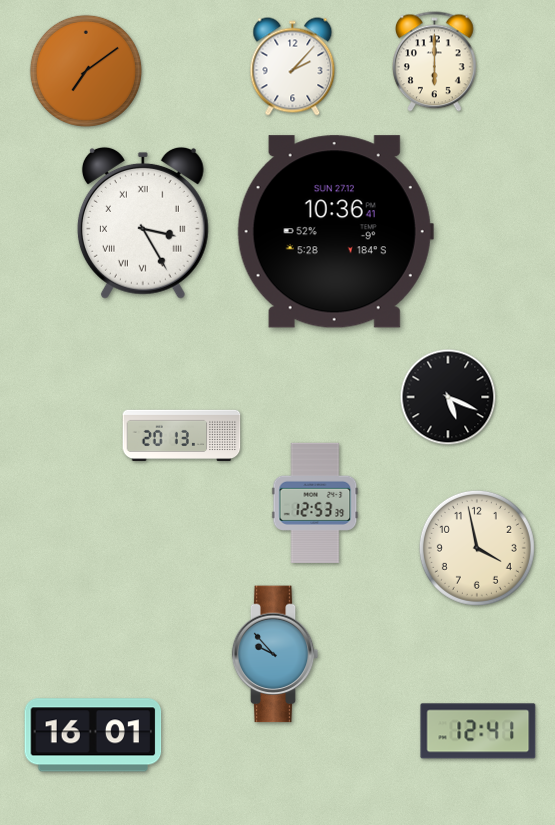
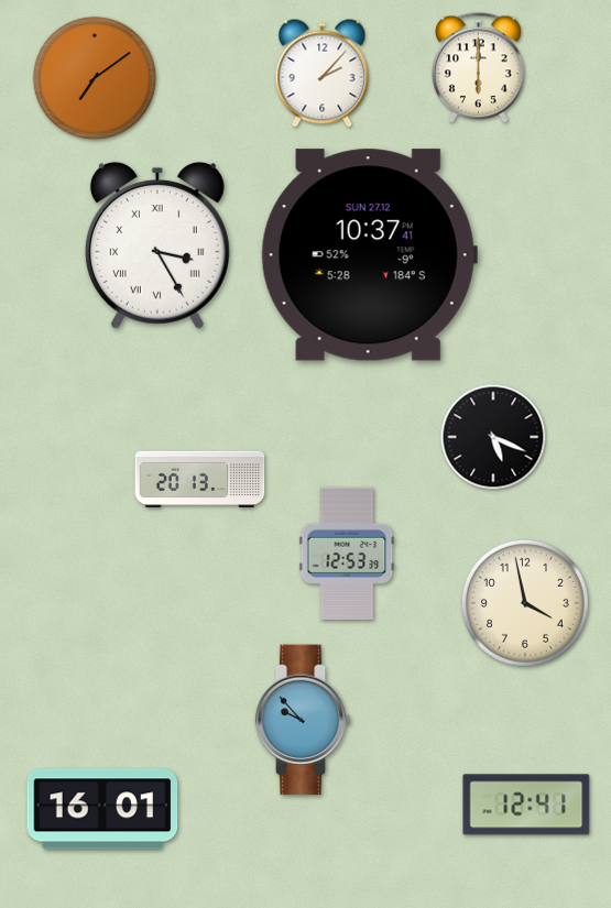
clock at (335, 232): 10:36 -> 10:37
